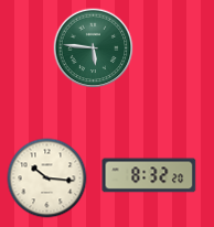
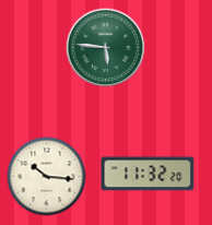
clock at (94, 48) position: (94, 48) -> (106, 48)
clock at (149, 175): 8:32 -> 11:32
